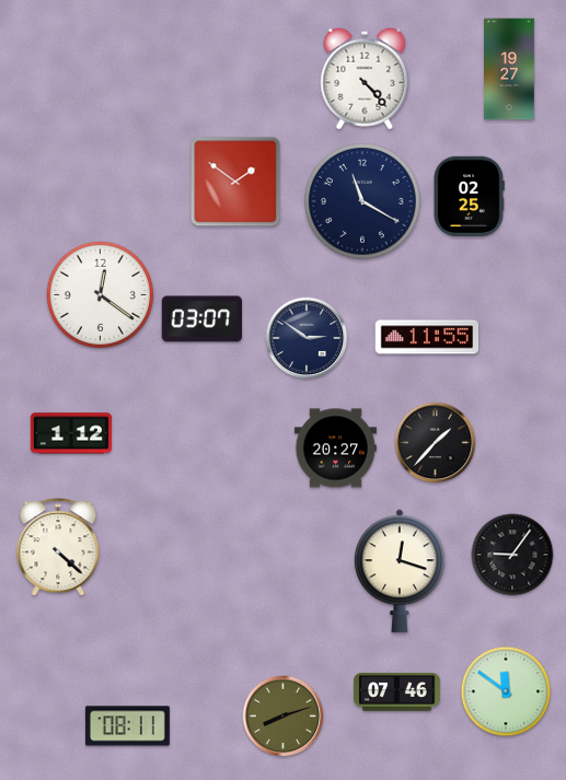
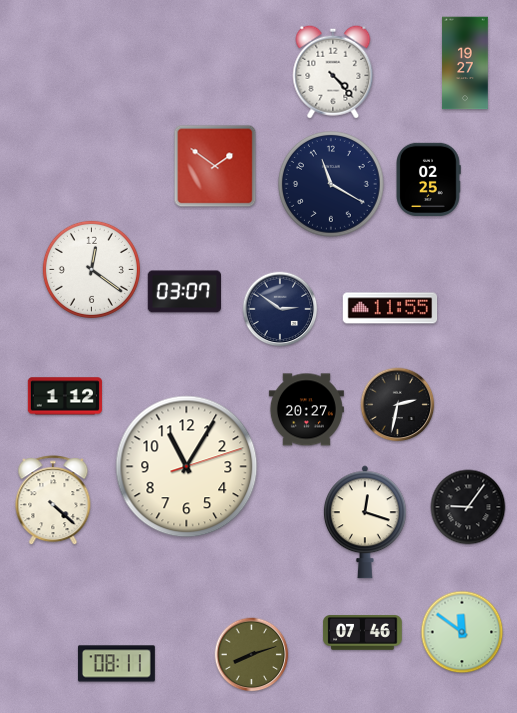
clock at (436, 443): 1:37 -> 2:32
clock at (187, 467): none -> 11:05
clock at (284, 717) position: (284, 717) -> (252, 655)
